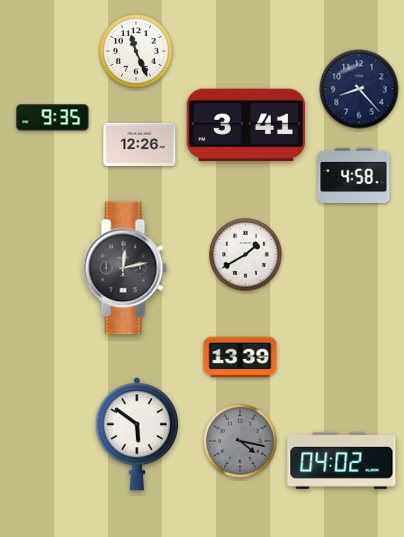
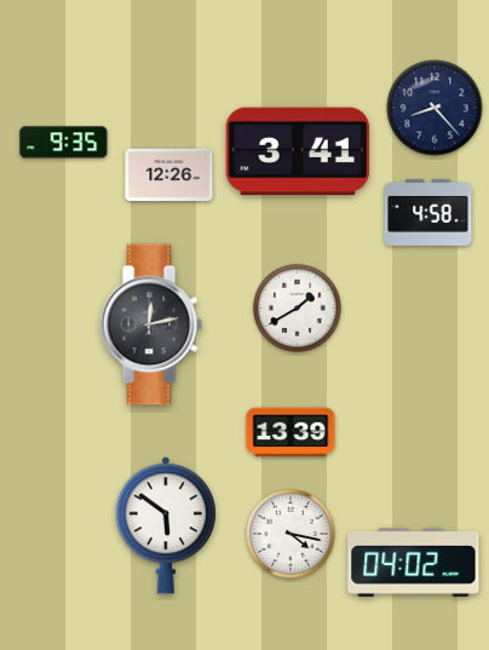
clock at (136, 51): 11:26 -> none
clock at (240, 441) dial: grey -> white
clock at (342, 460) position: (342, 460) -> (414, 562)
